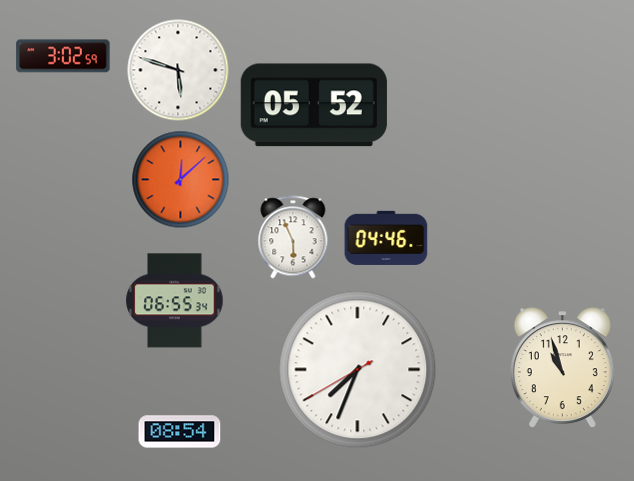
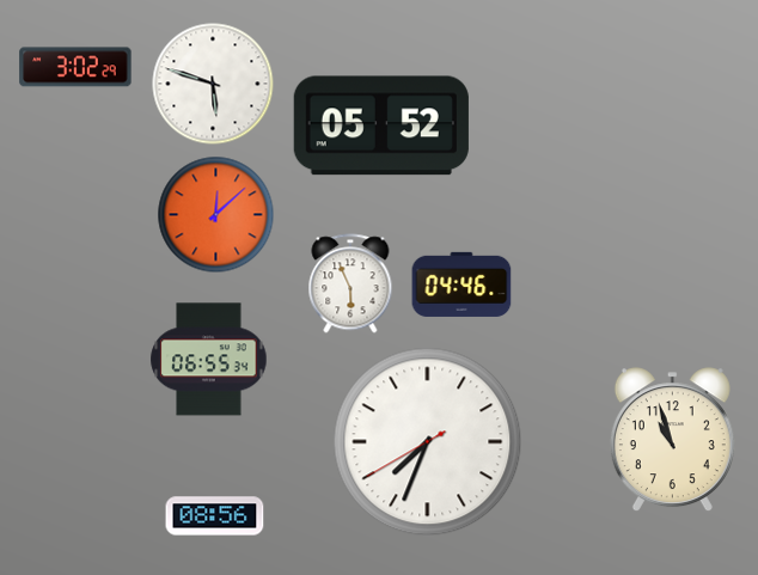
clock at (63, 56): 3:02:59 -> 3:02:29
clock at (314, 105) position: (314, 105) -> (381, 126)
clock at (180, 432): 08:54 -> 08:56
